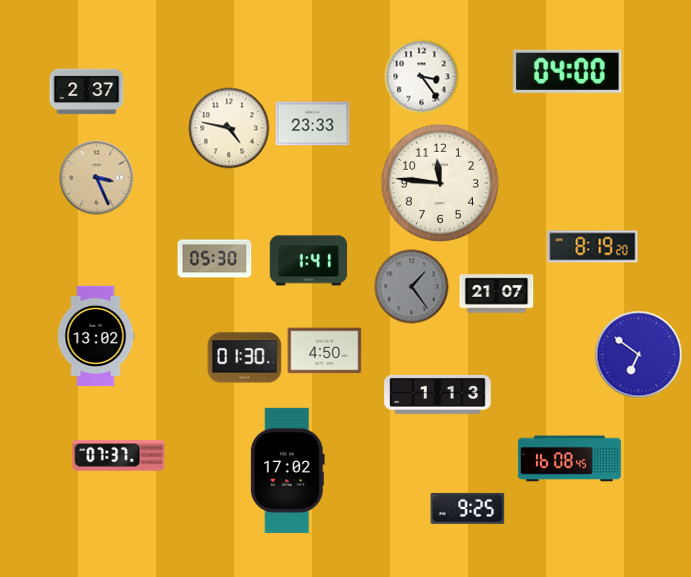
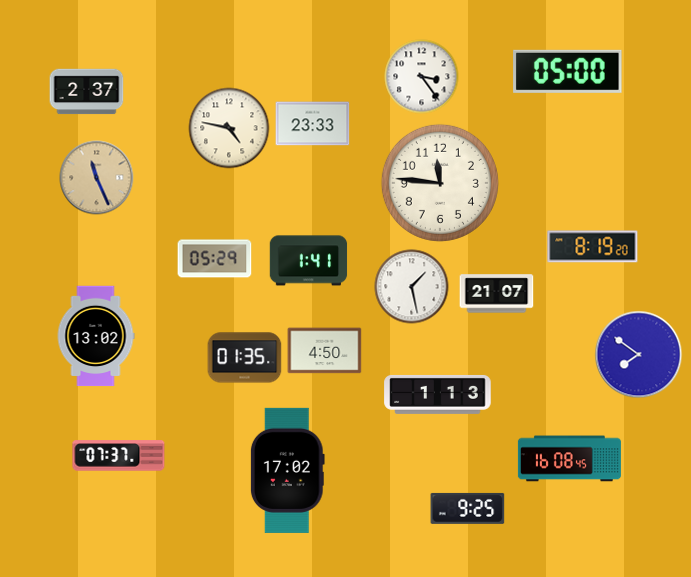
clock at (568, 71): 04:00 -> 05:00
clock at (97, 178): 3:26 -> 11:26
clock at (215, 259): 05:30 -> 05:29
clock at (412, 287): 1:24 -> 1:28
clock at (412, 287) dial: grey -> white
clock at (639, 355): 6:51 -> 7:51
clock at (245, 358): 01:30 -> 01:35
